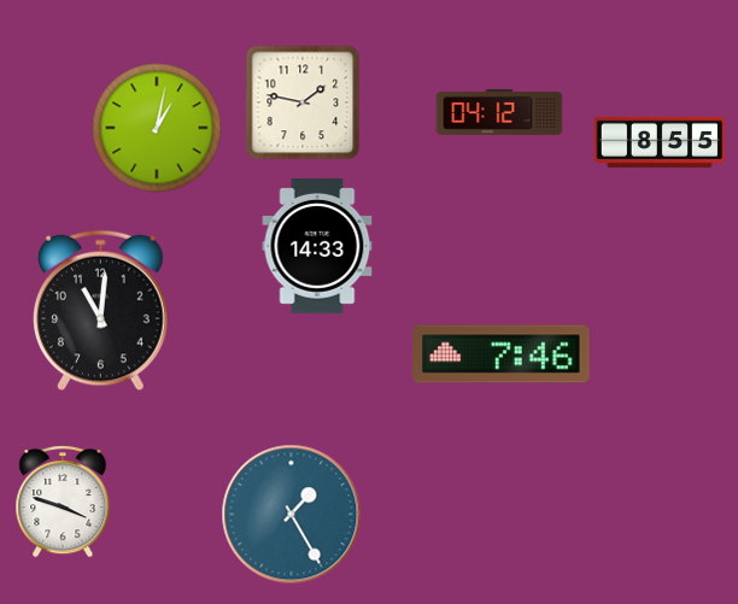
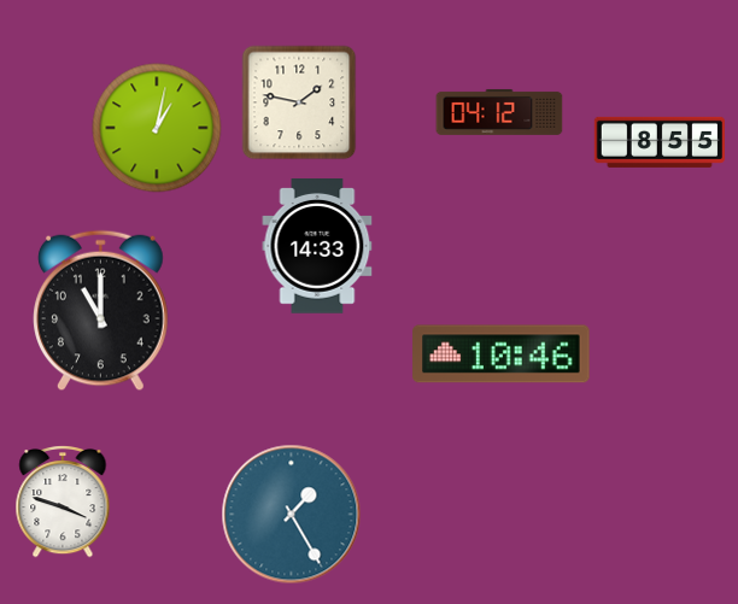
clock at (303, 102) position: (303, 102) -> (299, 102)
clock at (101, 311): 11:01 -> 11:00
clock at (502, 354): 7:46 -> 10:46
